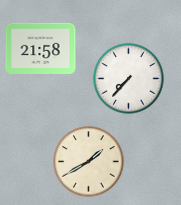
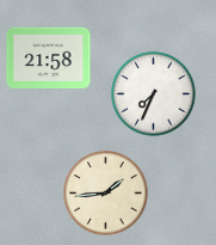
clock at (129, 79): 7:37 -> 7:34
clock at (89, 162): 1:40 -> 1:44
